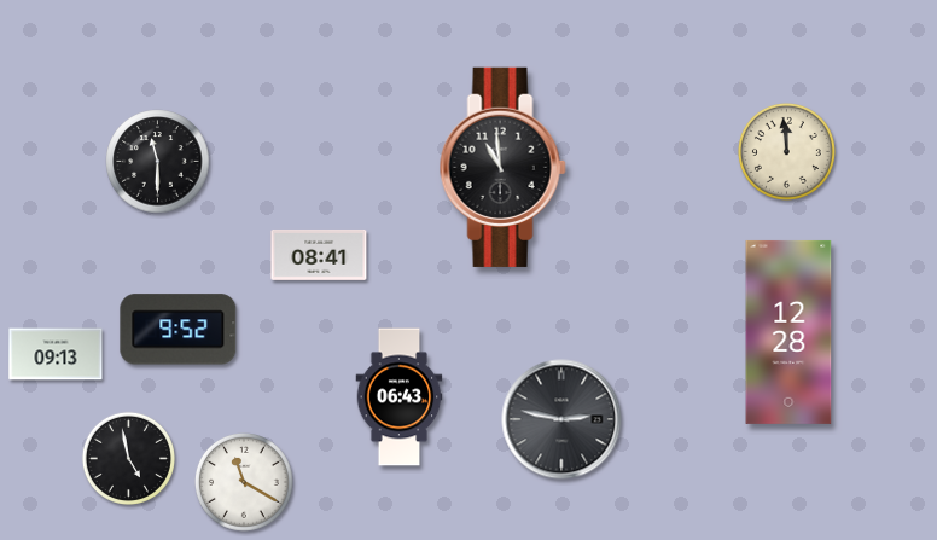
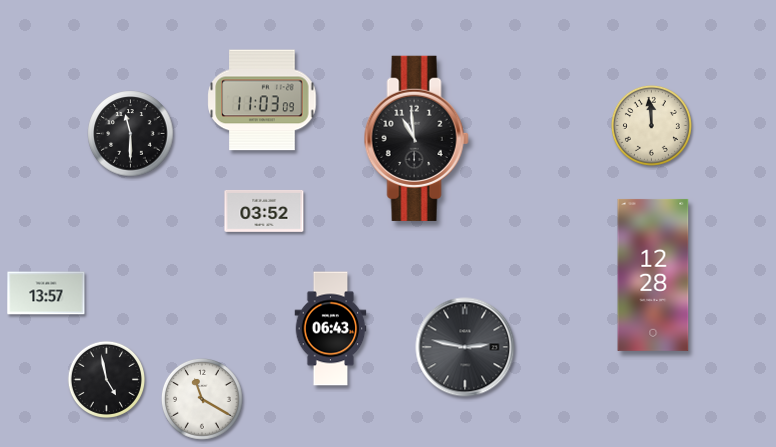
clock at (262, 100): none -> 11:03
clock at (319, 255): 08:41 -> 03:52
clock at (179, 330): 9:52 -> none
clock at (56, 354): 09:13 -> 13:57
